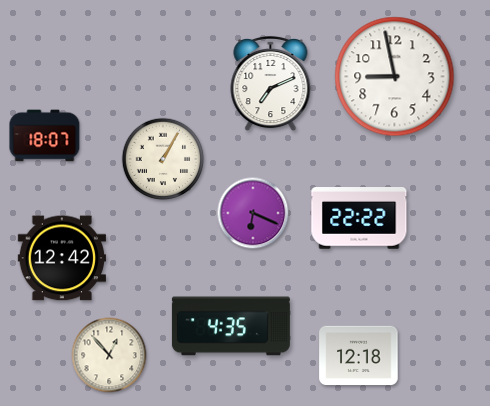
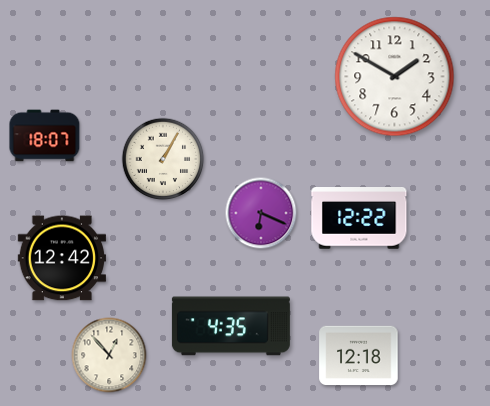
clock at (395, 77): 8:58 -> 1:50
clock at (271, 84): 7:11 -> none
clock at (253, 213) position: (253, 213) -> (261, 213)
clock at (359, 218): 22:22 -> 12:22
